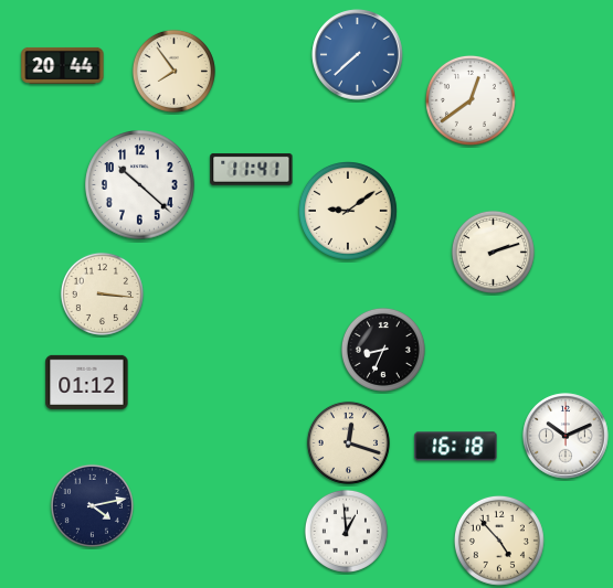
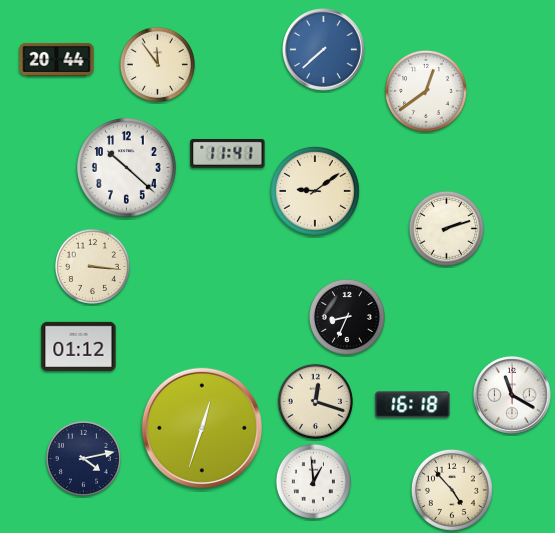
clock at (173, 71): 7:54 -> 11:54
clock at (566, 436): 10:11 -> 11:20
clock at (202, 428): none -> 12:33
